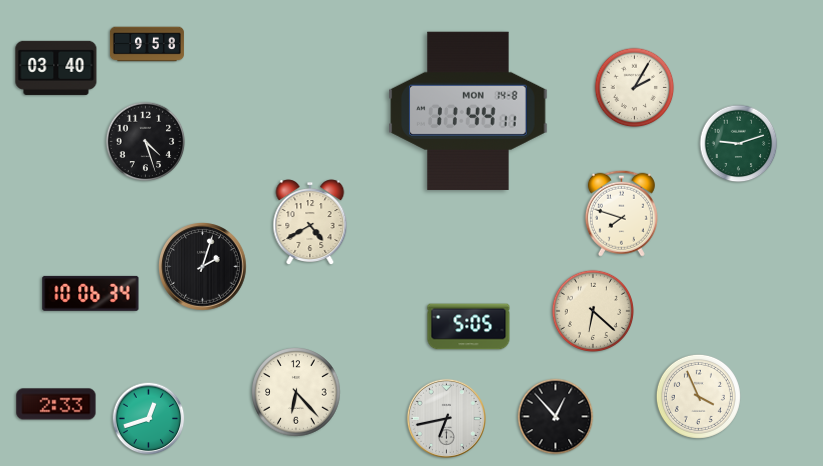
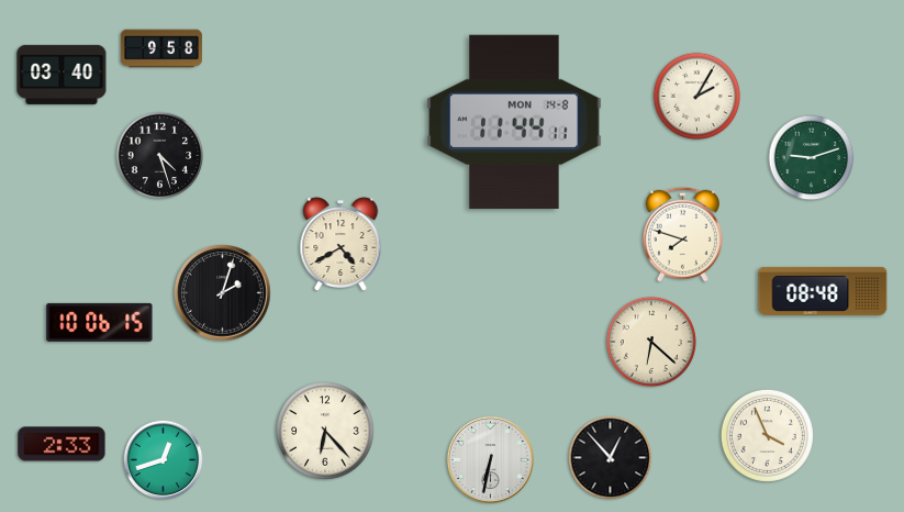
clock at (823, 291): none -> 08:48
clock at (91, 293): 10:06:34 -> 10:06:15
clock at (469, 327): 5:05 -> none
clock at (446, 418): 6:43 -> 6:32
